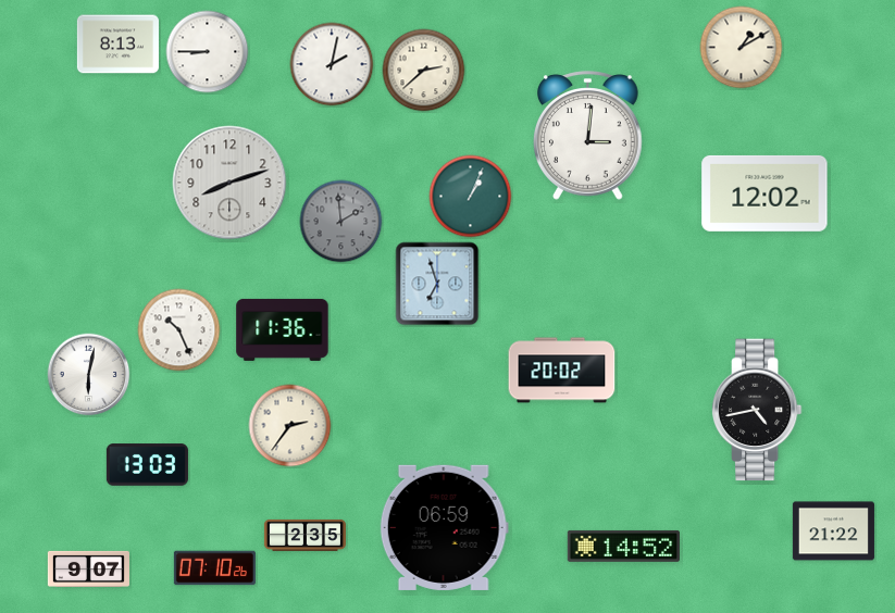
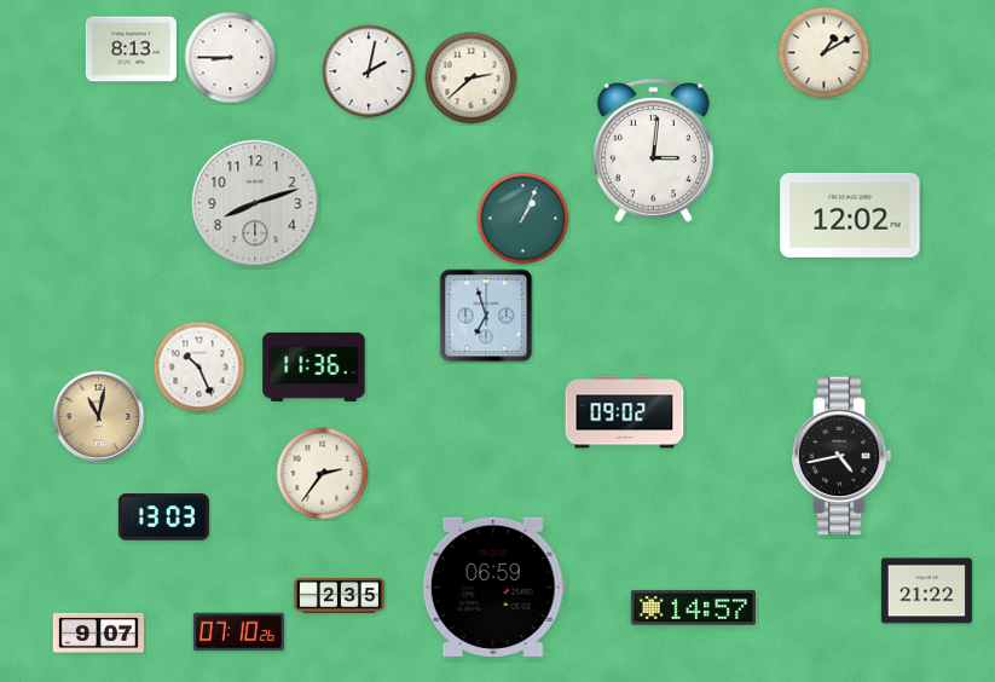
clock at (341, 222): 1:59 -> none
clock at (562, 371): 20:02 -> 09:02
clock at (89, 375): 6:02 -> 11:02
clock at (89, 375) dial: white -> champagne
clock at (623, 546): 14:52 -> 14:57
